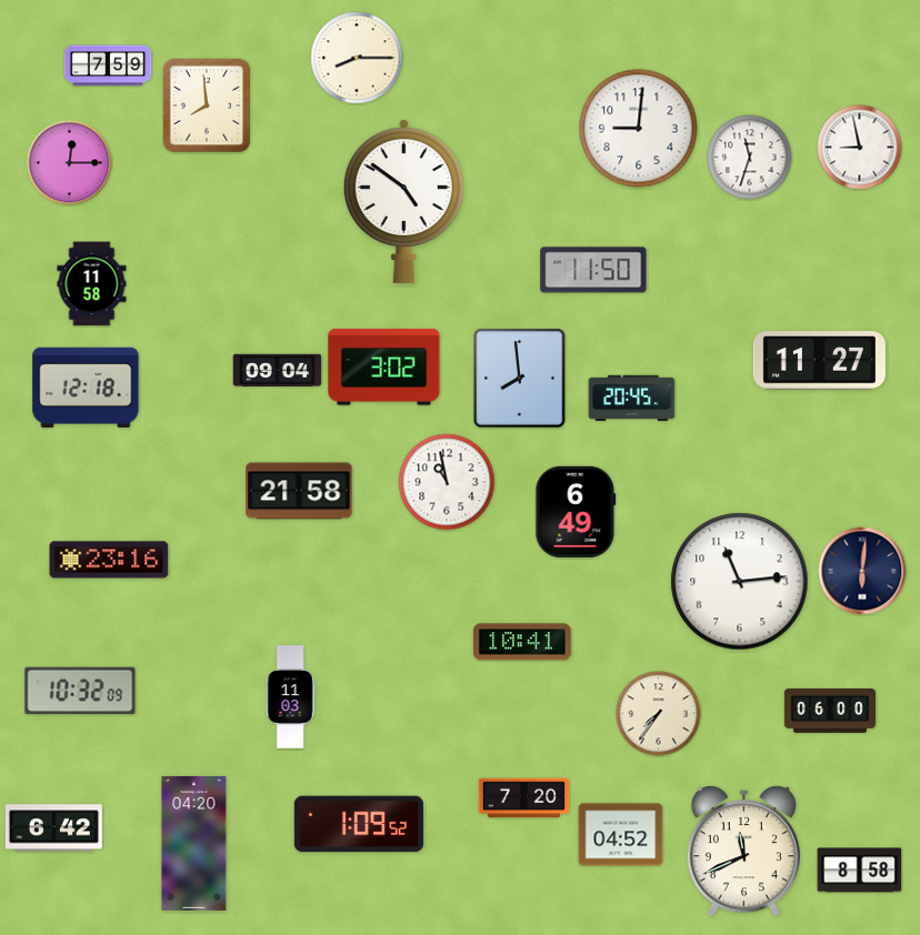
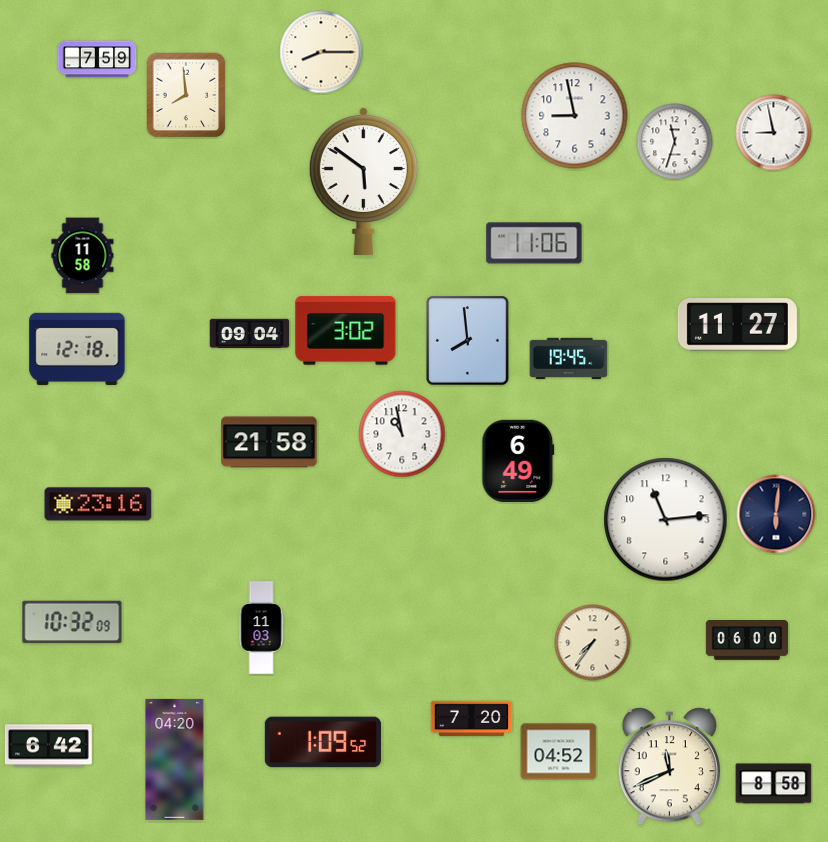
clock at (639, 129): 9:01 -> 8:58
clock at (70, 163): 12:15 -> none
clock at (403, 201): 4:51 -> 5:51
clock at (593, 270): 11:50 -> 11:06
clock at (632, 399): 20:45 -> 19:45
clock at (740, 582) position: (740, 582) -> (666, 520)
clock at (522, 642): 10:41 -> none
